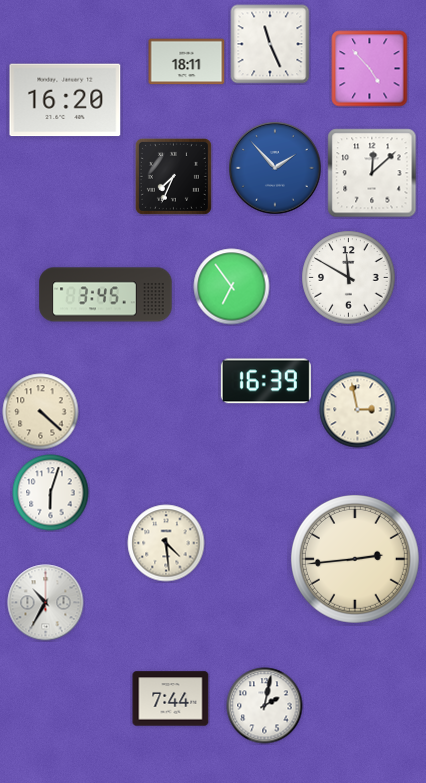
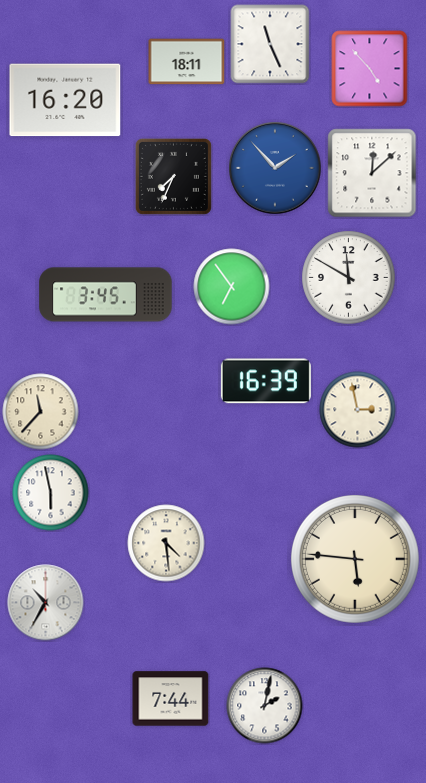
clock at (41, 412): 4:22 -> 11:37
clock at (51, 493): 6:03 -> 5:58
clock at (355, 559): 2:44 -> 5:46
